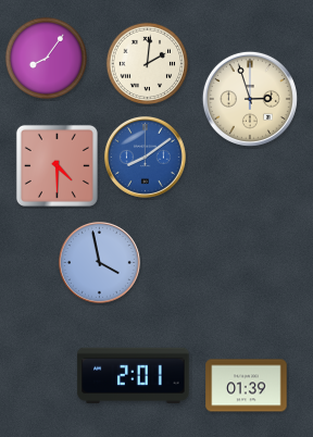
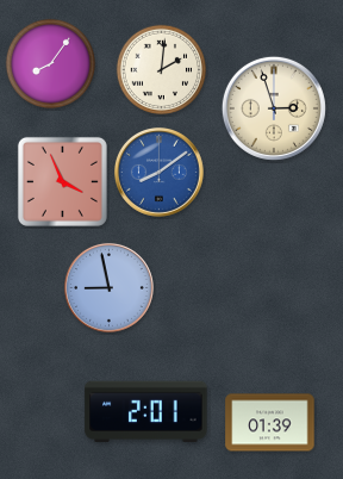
clock at (57, 165): 4:30 -> 3:56
clock at (99, 262): 3:58 -> 8:58
